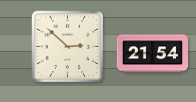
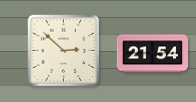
clock at (68, 47) position: (68, 47) -> (64, 51)
